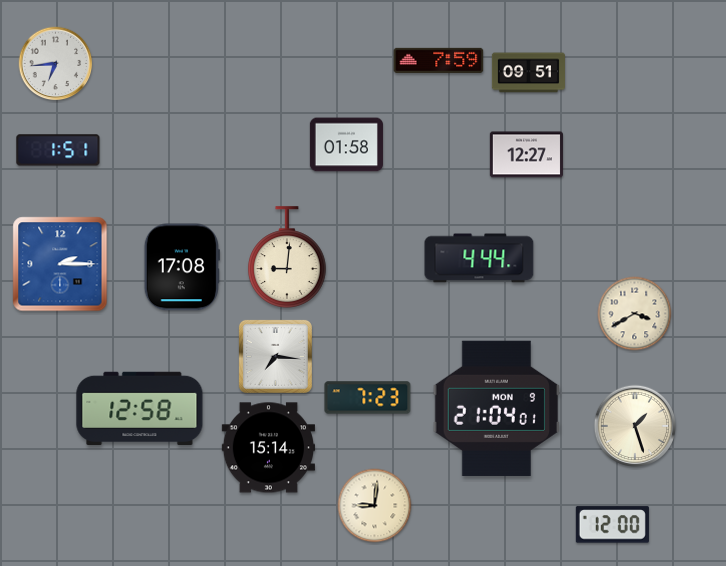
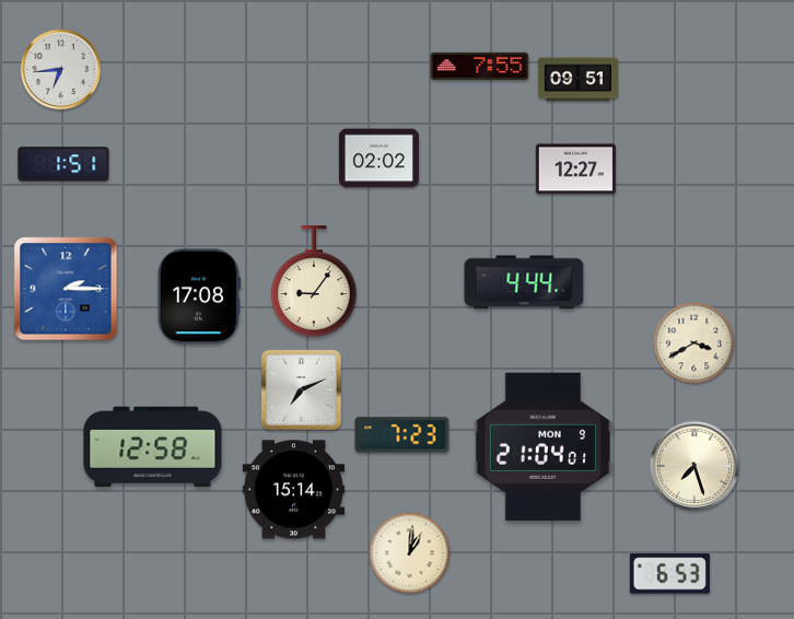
clock at (439, 60): 7:59 -> 7:55
clock at (346, 145): 01:58 -> 02:02
clock at (288, 257): 9:01 -> 9:06
clock at (182, 267) position: (182, 267) -> (199, 296)
clock at (275, 356): 7:16 -> 7:11
clock at (635, 426): 1:27 -> 7:27
clock at (375, 506): 9:01 -> 1:01
clock at (612, 525): 12:00 -> 6:53
